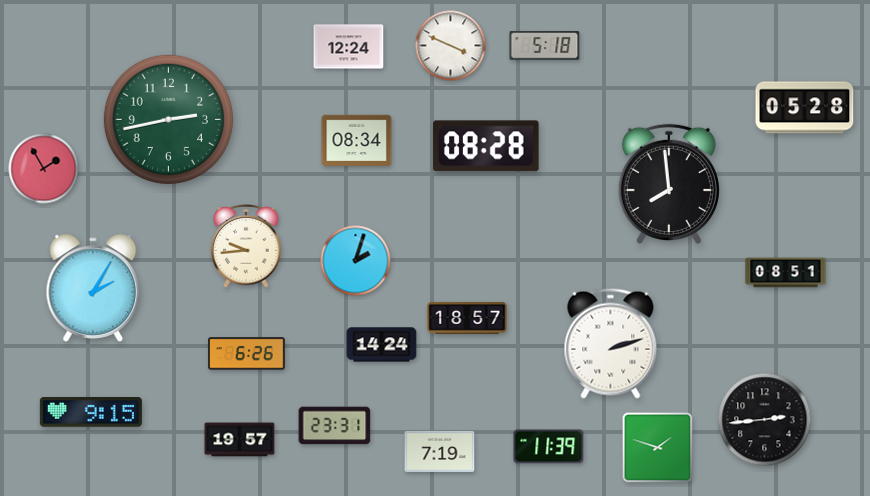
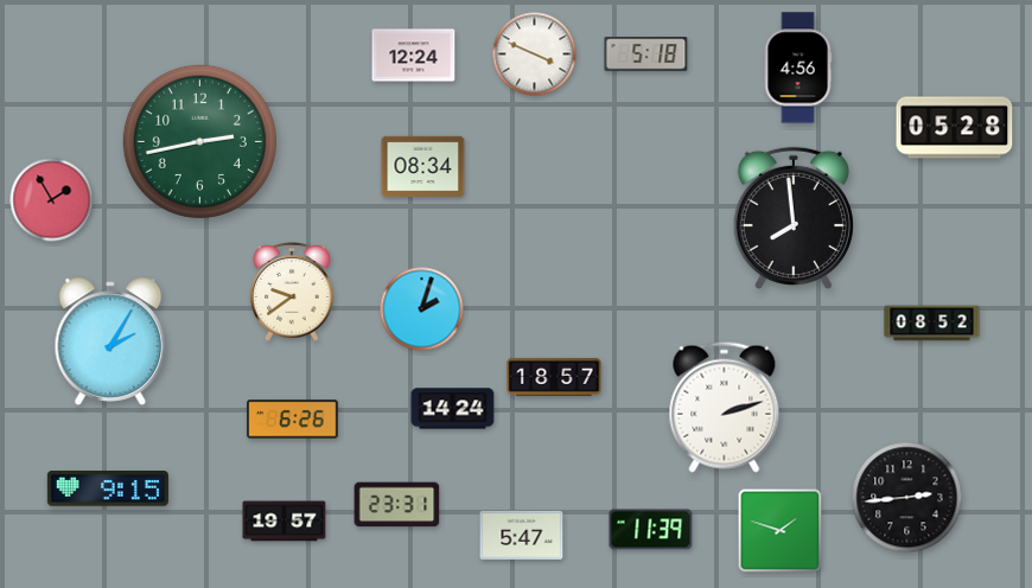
clock at (798, 68): none -> 4:56
clock at (486, 146): 08:28 -> none
clock at (246, 247): 9:44 -> 9:39
clock at (786, 273): 08:51 -> 08:52
clock at (440, 451): 7:19 -> 5:47
